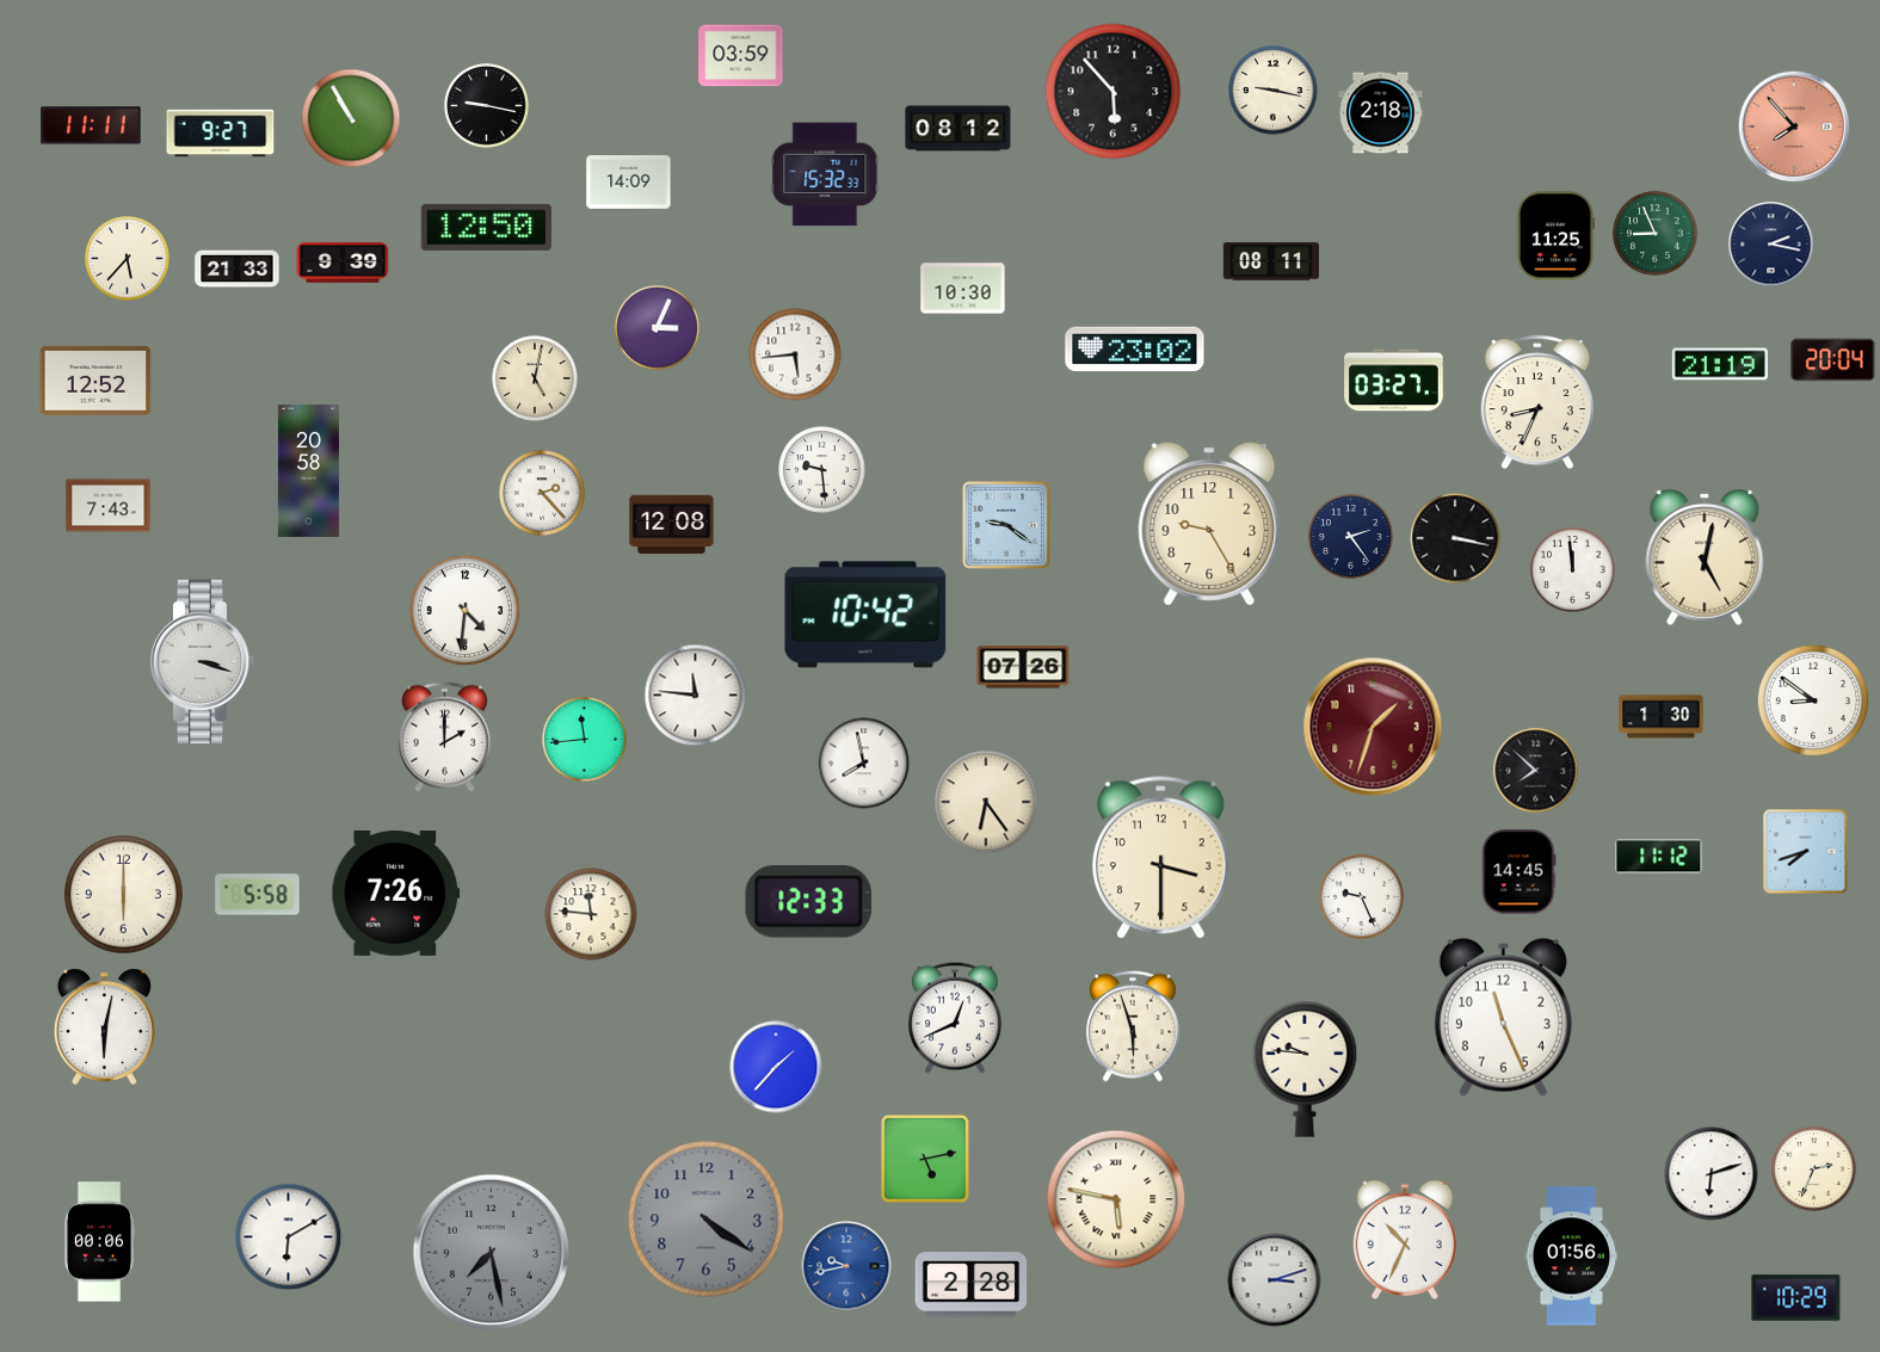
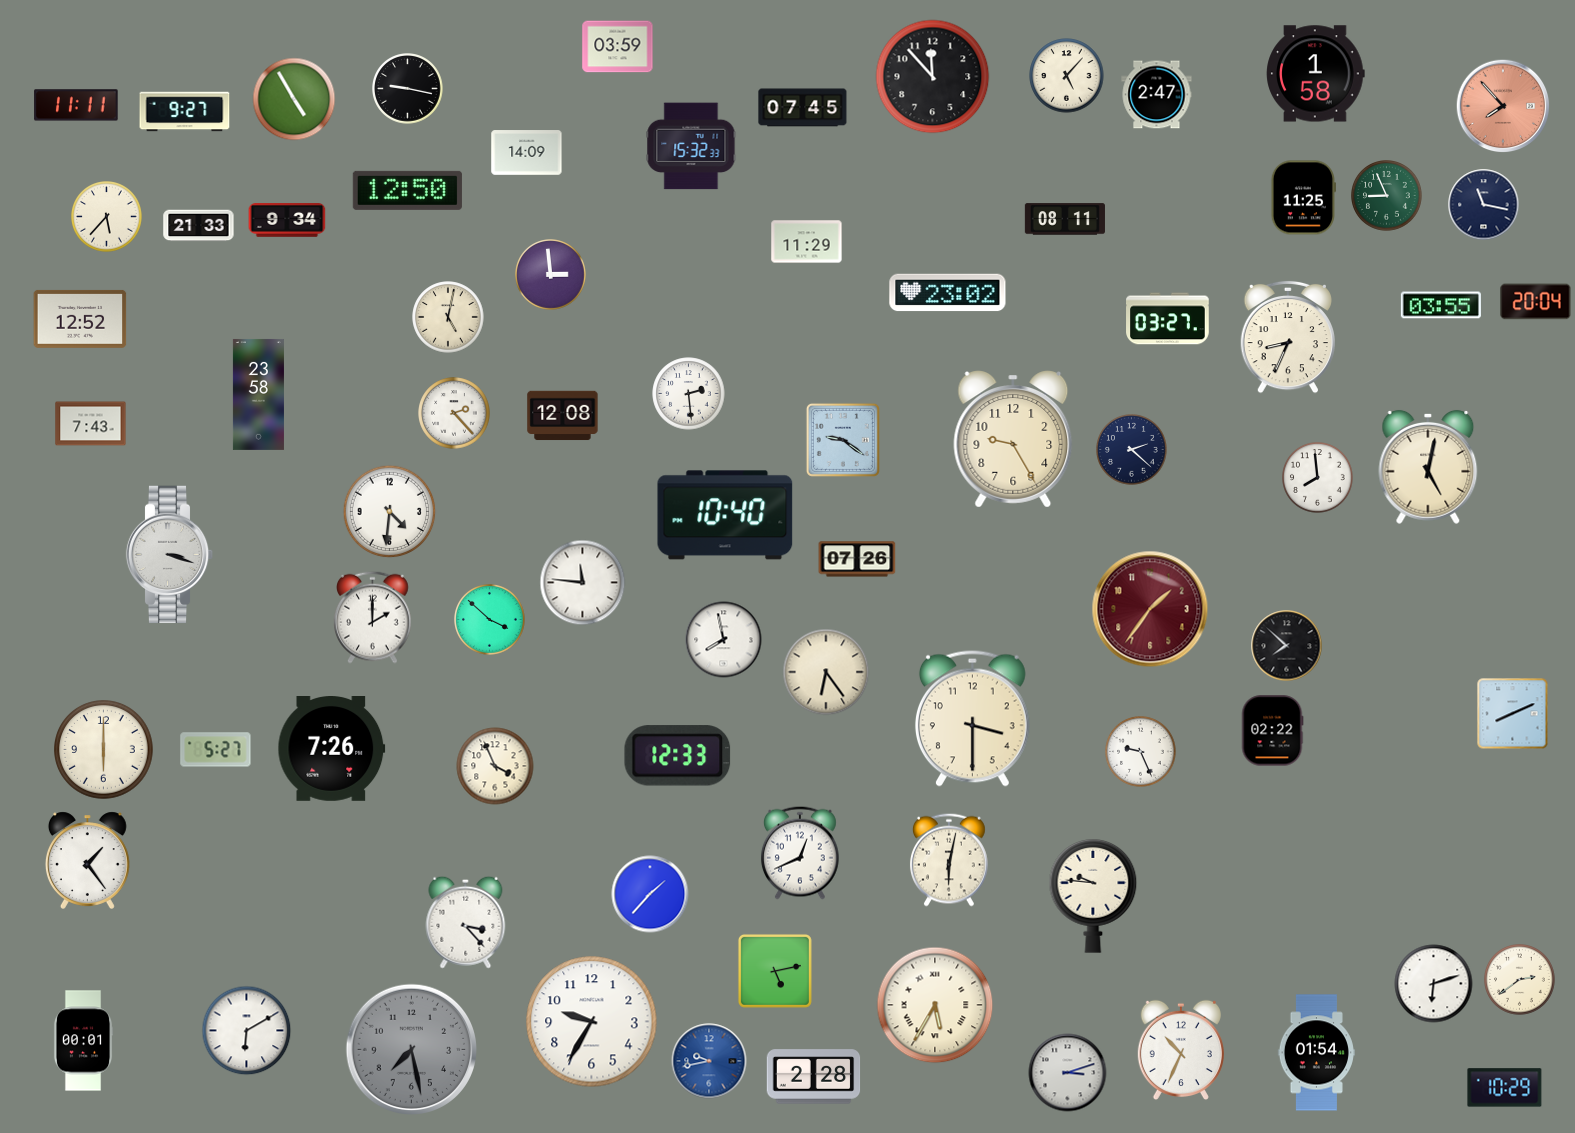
clock at (741, 56) position: (741, 56) -> (618, 47)
clock at (1316, 74): none -> 1:58
clock at (1274, 91): 9:17 -> 5:07
clock at (1114, 92): 5:53 -> 11:53
clock at (1381, 113): 2:18 -> 2:47
clock at (351, 118): 10:55 -> 4:55
clock at (959, 129): 08:12 -> 07:45
clock at (1771, 245): 2:17 -> 11:17
clock at (343, 264): 9:39 -> 9:34
clock at (963, 289): 10:30 -> 11:29
clock at (658, 328): 3:04 -> 2:59
clock at (1135, 350) position: (1135, 350) -> (948, 293)
clock at (795, 354): 5:44 -> none
clock at (1720, 364): 21:19 -> 03:55
clock at (308, 470): 20:58 -> 23:58
clock at (822, 470): 9:29 -> 2:29
clock at (672, 525) position: (672, 525) -> (563, 416)
clock at (1351, 537): 2:24 -> 2:22
clock at (1455, 538): 3:17 -> none
clock at (1573, 570): 11:59 -> 7:59
clock at (865, 615): 10:42 -> 10:40
clock at (1812, 699): 8:51 -> none
clock at (1662, 717): 1:30 -> none
clock at (1373, 727): 1:33 -> 1:36
clock at (585, 740): 11:44 -> 3:52
clock at (1806, 852): 7:42 -> 8:11
clock at (1659, 857): 11:12 -> none
clock at (1518, 872): 14:45 -> 02:22
clock at (258, 895): 5:58 -> 5:27
clock at (591, 914): 11:46 -> 3:56
clock at (1503, 1017): 11:26 -> none
clock at (104, 1026): 6:02 -> 1:24
clock at (1133, 1026): 5:57 -> 6:02
clock at (466, 922): none -> 3:23
clock at (1814, 1169): 2:34 -> 2:39
clock at (1116, 1199): 5:47 -> 5:35
clock at (707, 1220): 4:21 -> 9:35
clock at (707, 1220) dial: grey -> white
clock at (289, 1237) position: (289, 1237) -> (247, 1031)
clock at (1405, 1240) position: (1405, 1240) -> (1181, 1050)
clock at (99, 1242): 00:06 -> 00:01
clock at (1571, 1257): 01:56 -> 01:54
